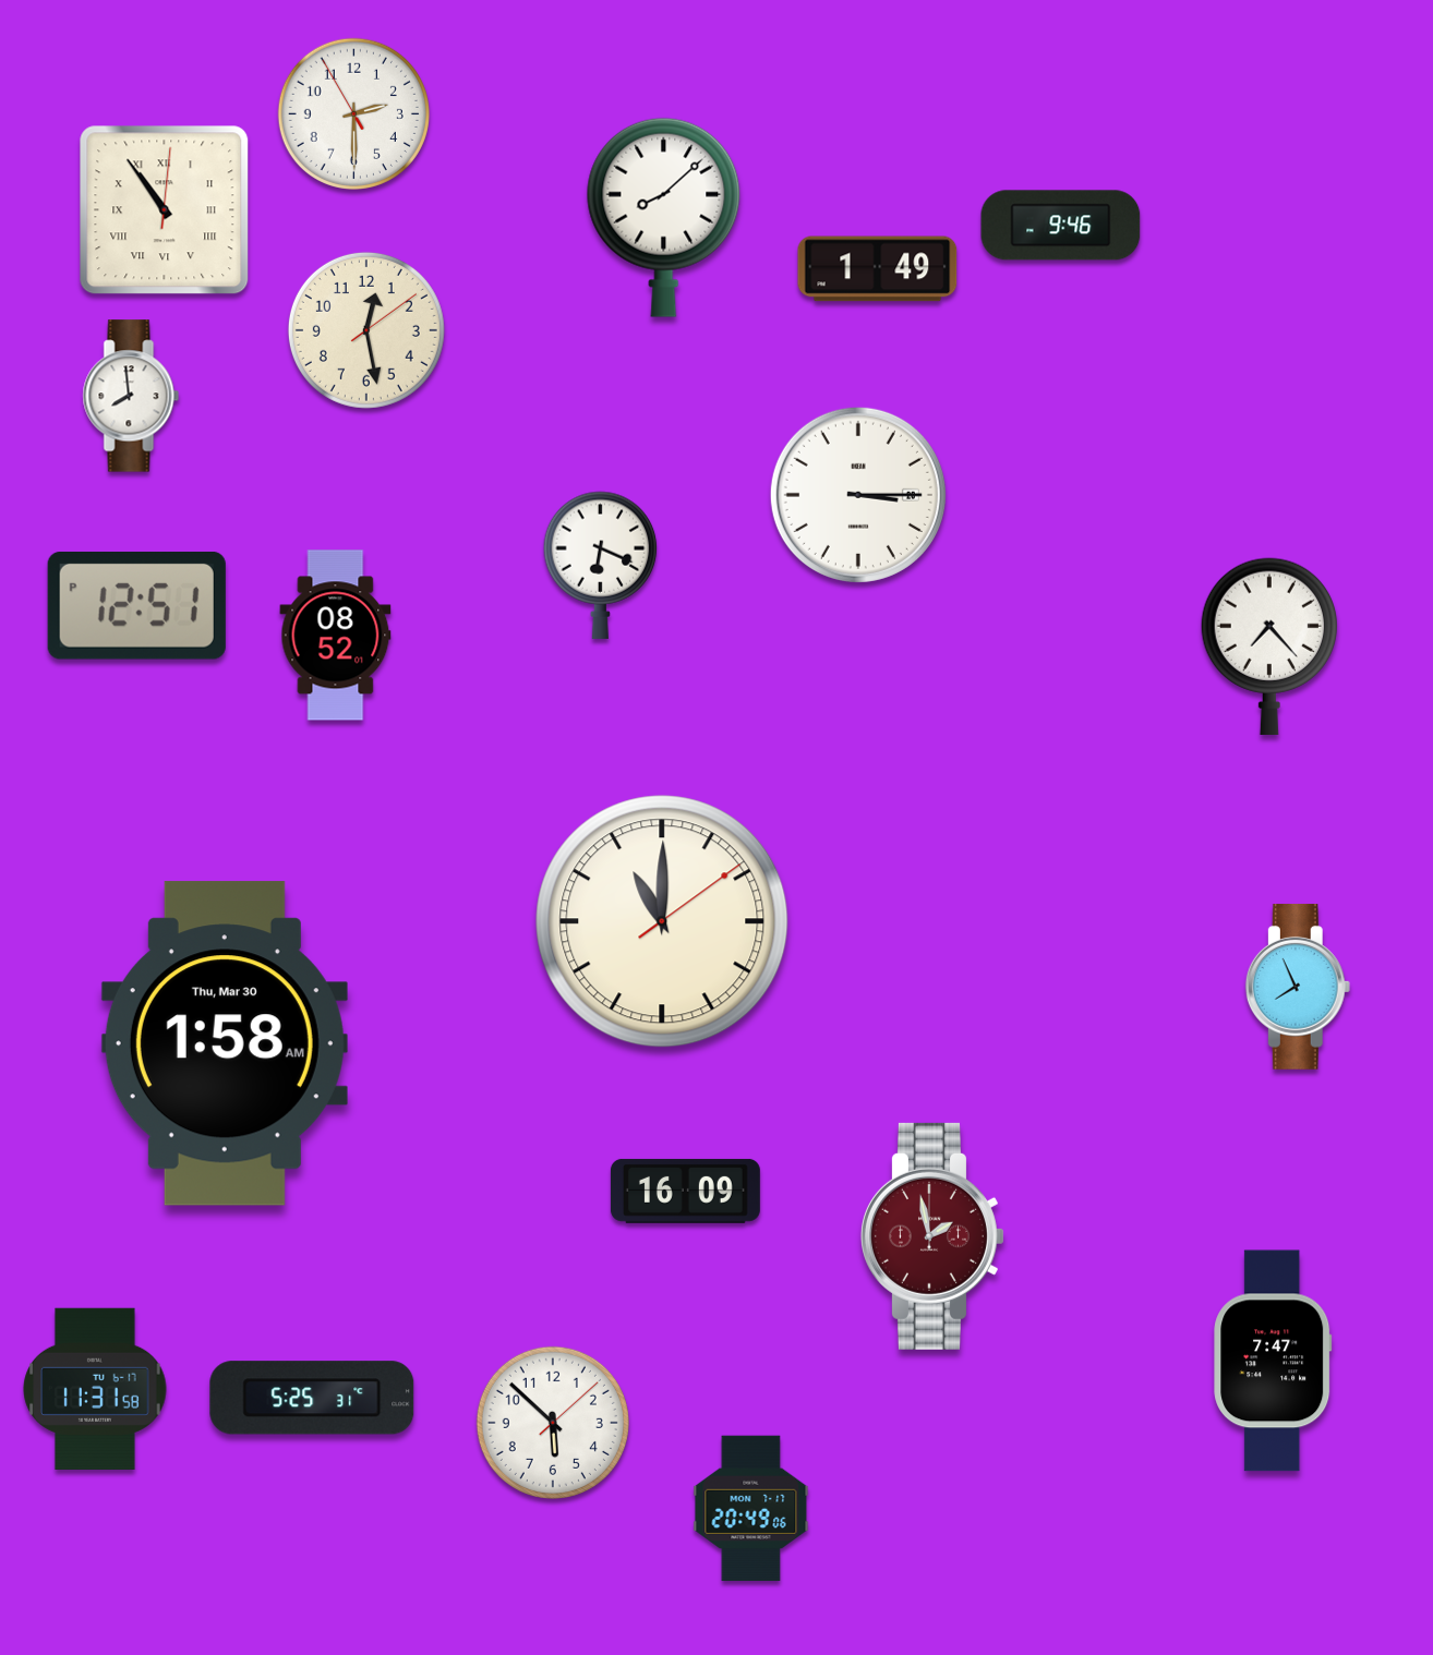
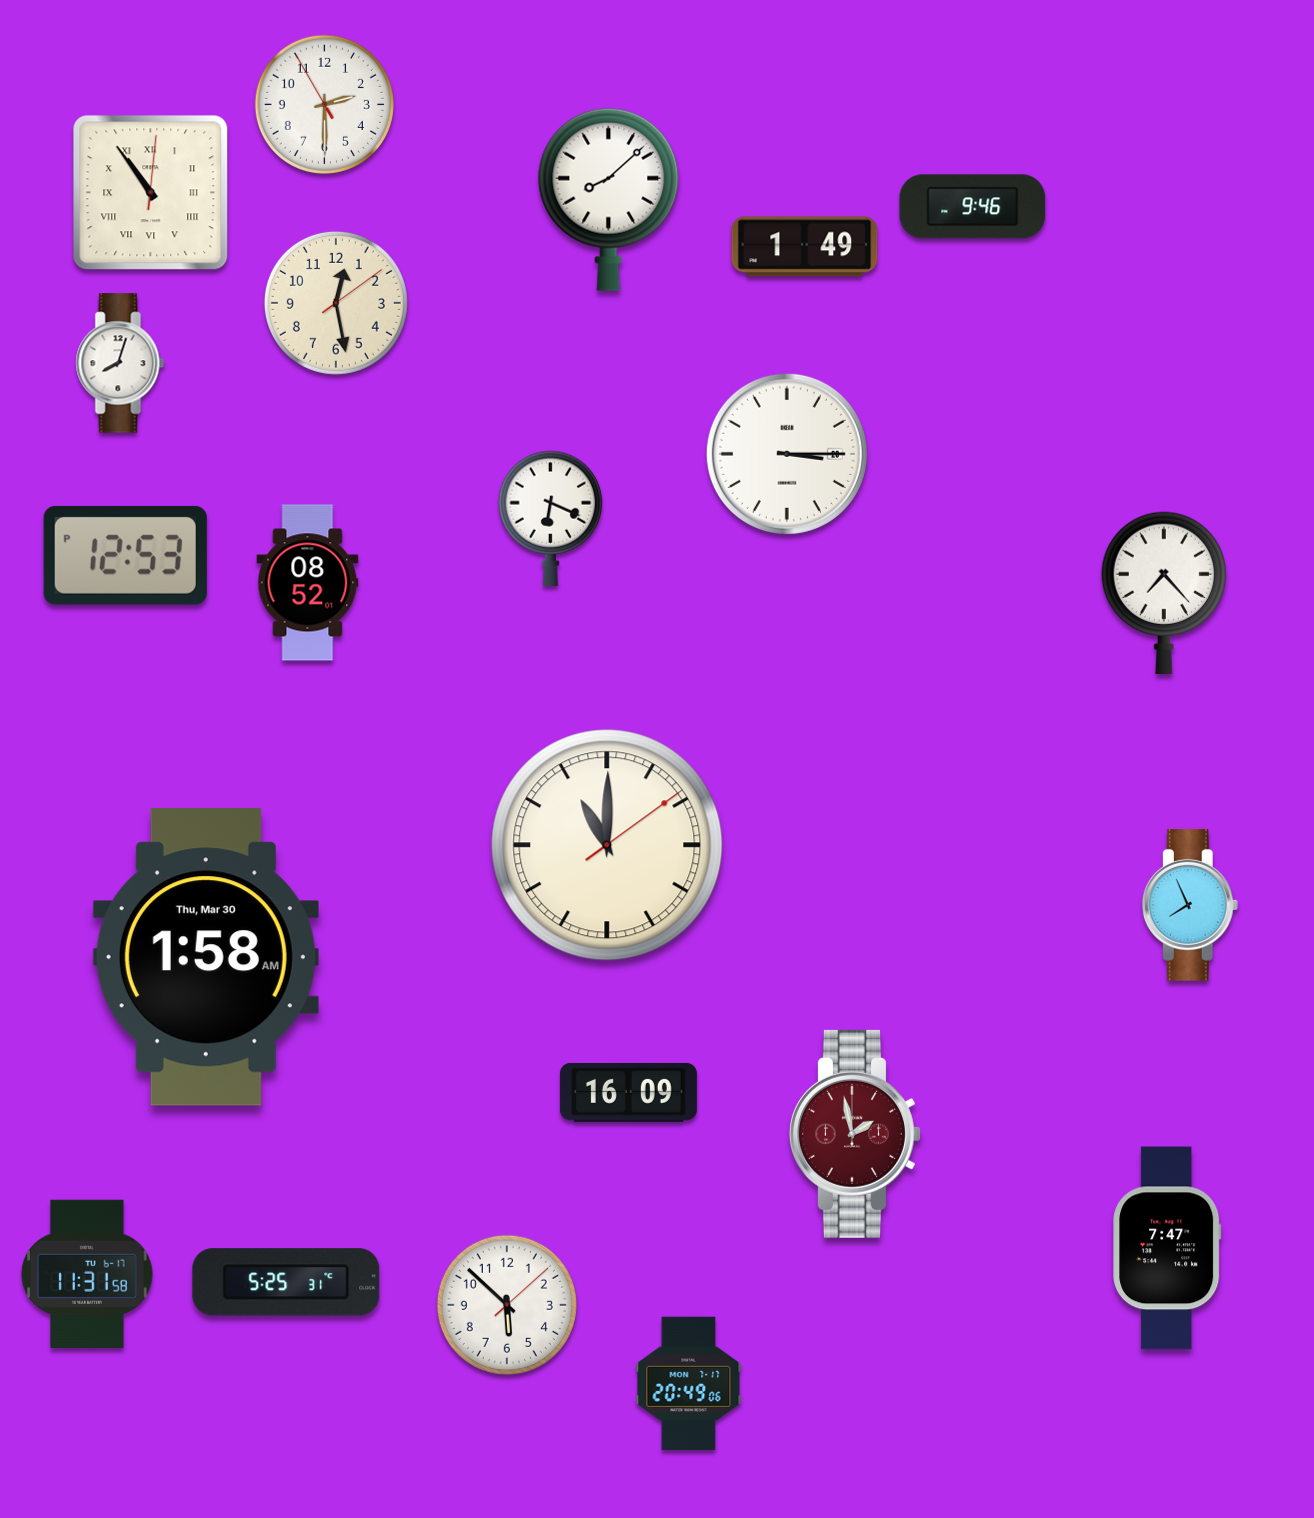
clock at (131, 396): 7:59 -> 8:03
clock at (136, 605): 12:51 -> 12:53
